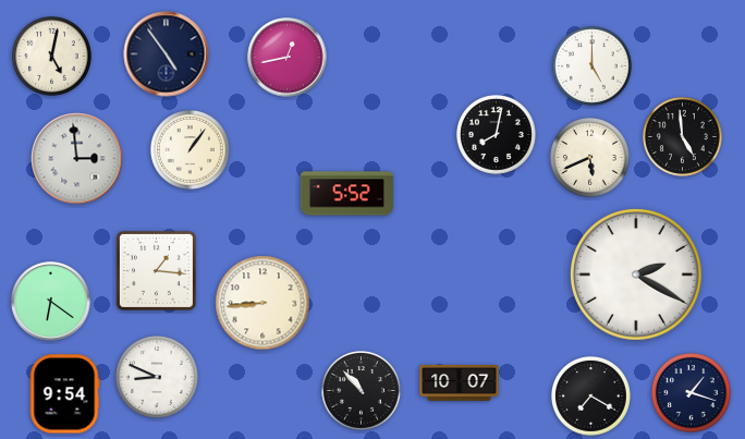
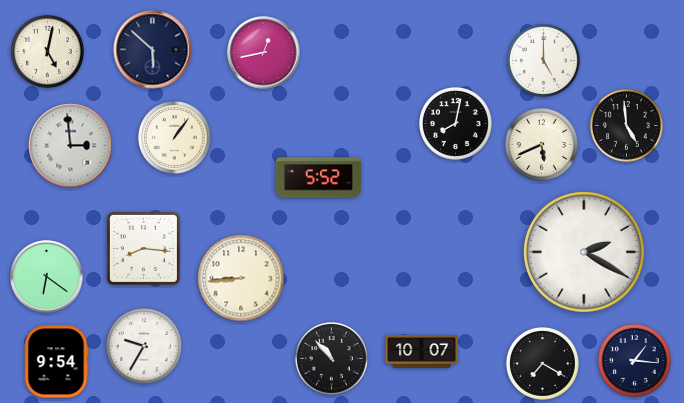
clock at (167, 54): 4:54 -> 5:52
clock at (156, 270): 1:16 -> 8:16
clock at (157, 377): 8:49 -> 9:35
clock at (692, 393): 1:18 -> 1:16
clock at (64, 394) position: (64, 394) -> (56, 362)
